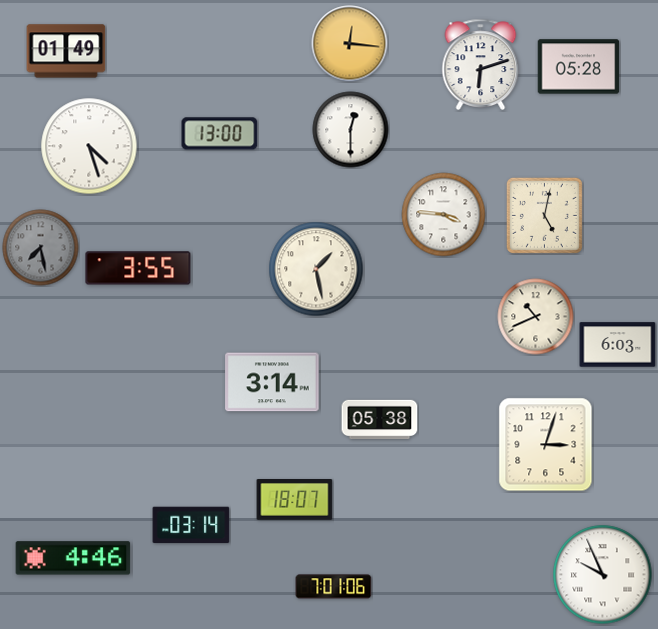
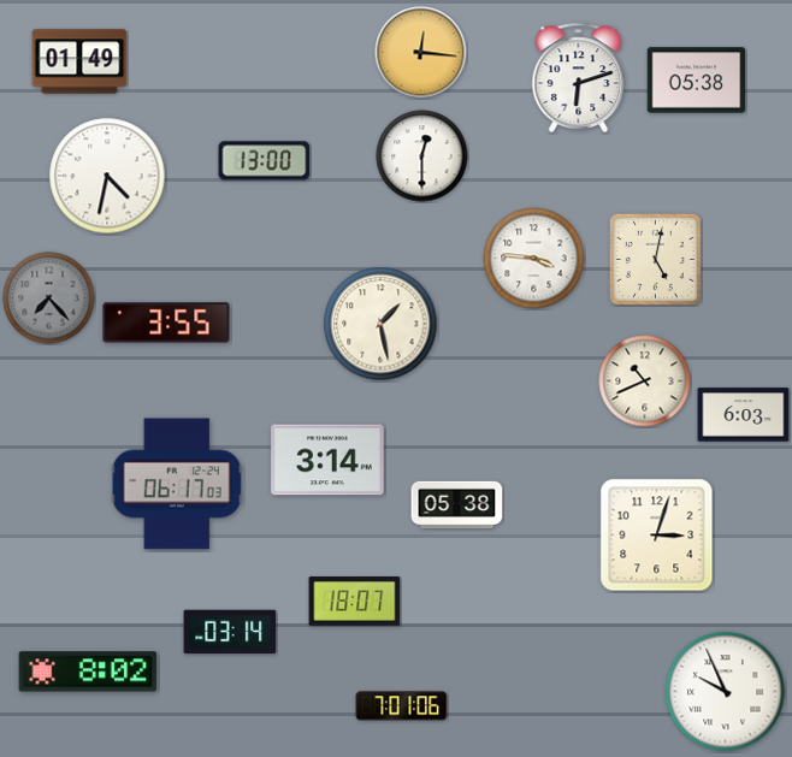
clock at (579, 67): 05:28 -> 05:38
clock at (89, 146): 4:27 -> 4:32
clock at (41, 248): 7:28 -> 7:23
clock at (177, 484): none -> 06:17
clock at (73, 558): 4:46 -> 8:02
